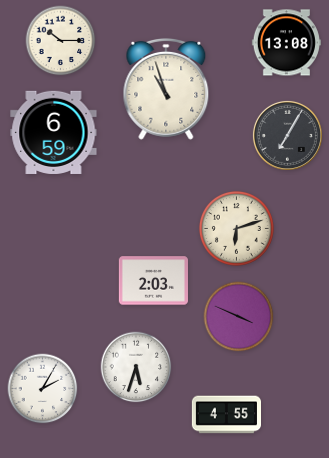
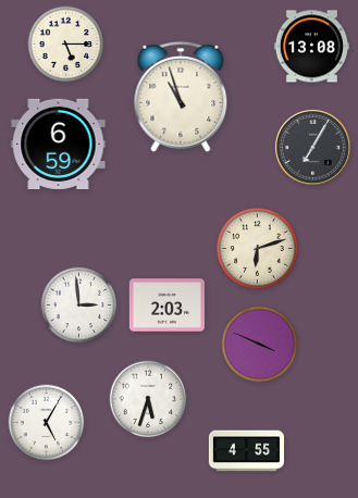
clock at (61, 41): 10:15 -> 5:15
clock at (79, 306): none -> 2:59
clock at (43, 389): 2:05 -> 5:05
